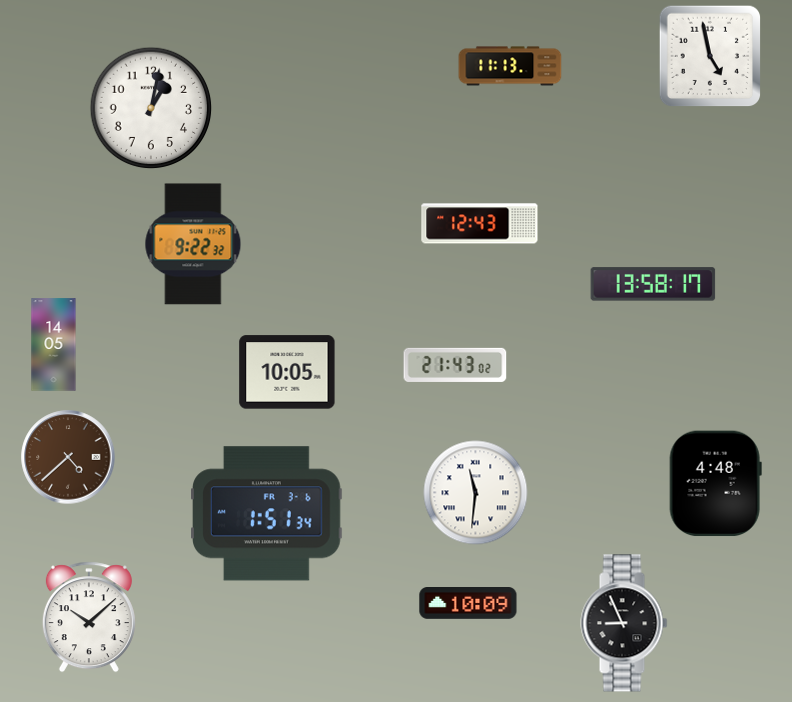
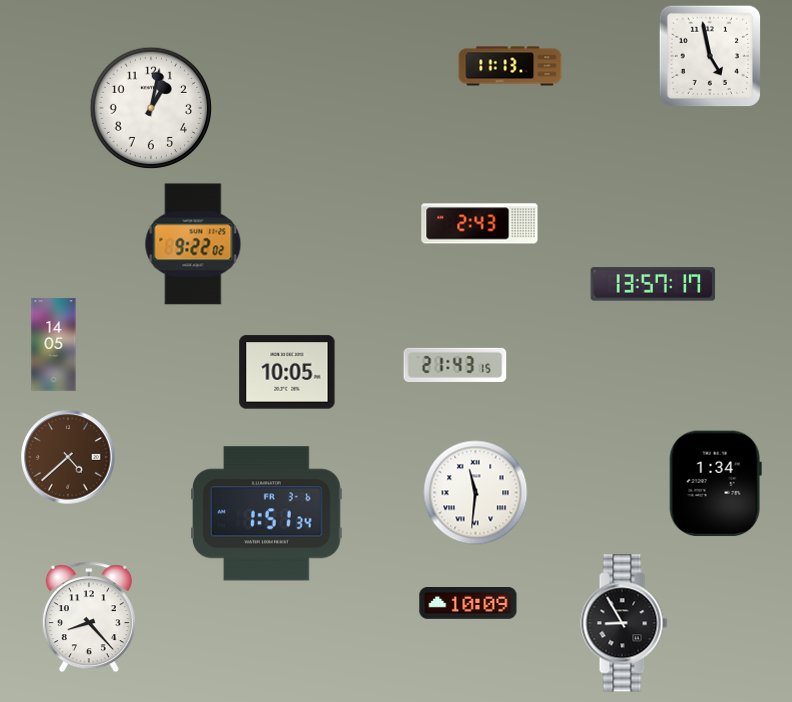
clock at (480, 224): 12:43 -> 2:43
clock at (193, 244): 9:22:32 -> 9:22:02
clock at (653, 284): 13:58 -> 13:57
clock at (455, 365): 21:43:02 -> 21:43:15
clock at (715, 484): 4:48 -> 1:34
clock at (89, 617): 10:08 -> 8:23
clock at (624, 623): 8:56 -> 8:55
